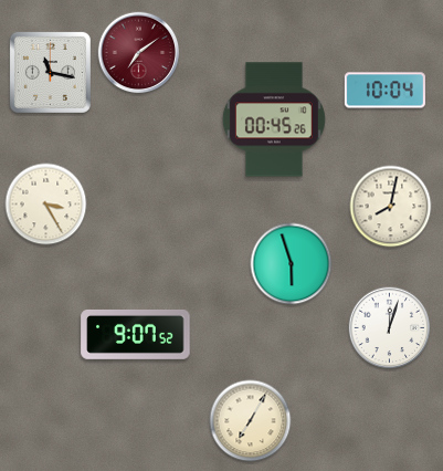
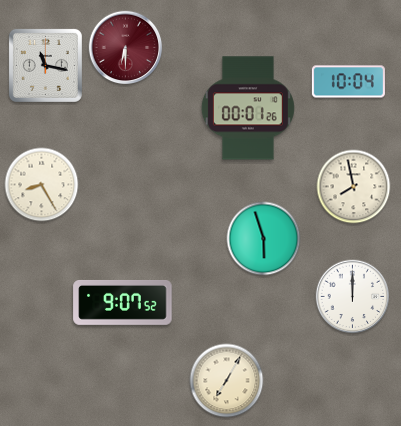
clock at (139, 53): 7:09 -> 6:30
clock at (274, 119): 00:45 -> 00:01
clock at (46, 205): 3:25 -> 8:25
clock at (391, 207): 8:02 -> 7:58
clock at (390, 328): 12:03 -> 12:00
